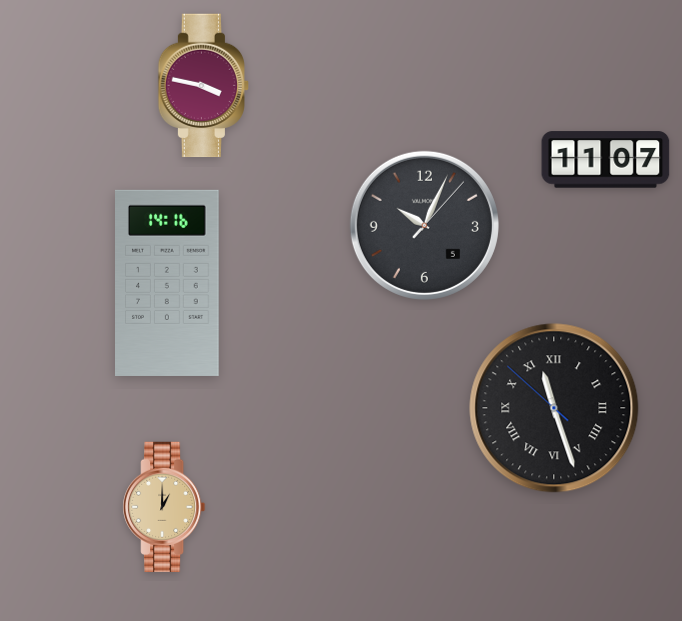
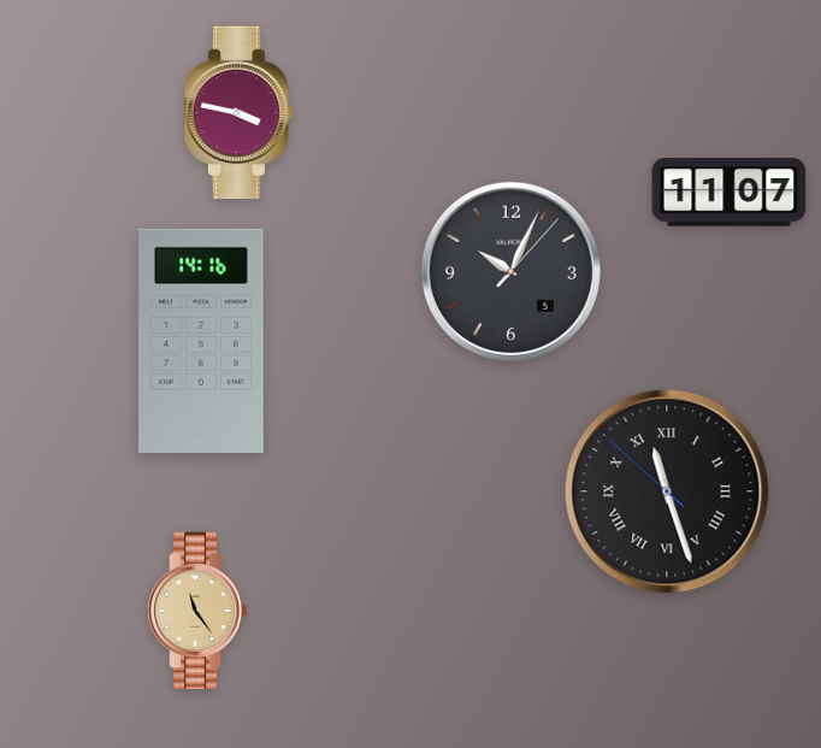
clock at (204, 86) position: (204, 86) -> (240, 113)
clock at (164, 506): 1:00 -> 11:24
